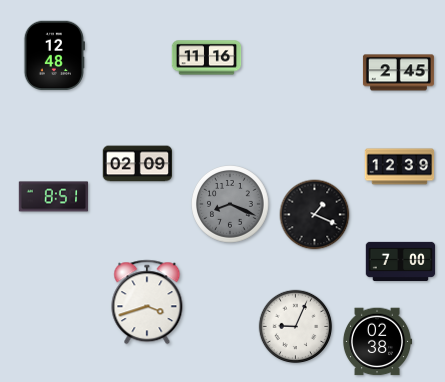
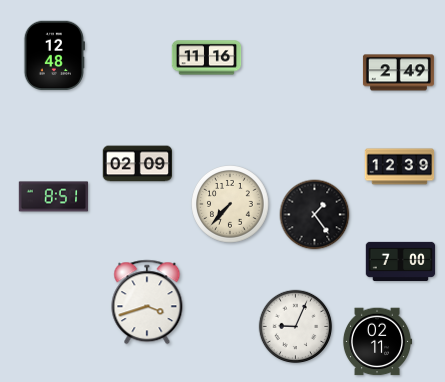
clock at (398, 73): 2:45 -> 2:49
clock at (231, 205): 8:19 -> 7:37
clock at (231, 205) dial: grey -> cream
clock at (315, 215): 1:19 -> 1:24
clock at (377, 342): 02:38 -> 02:11
